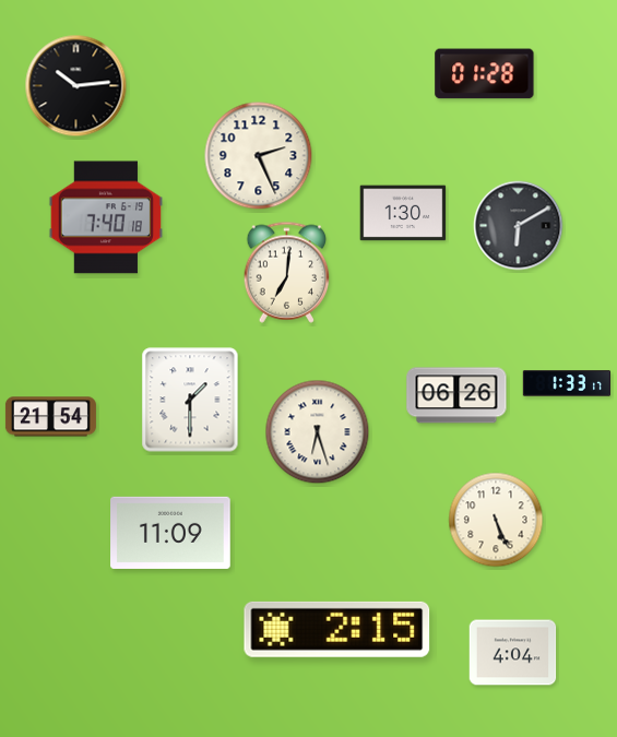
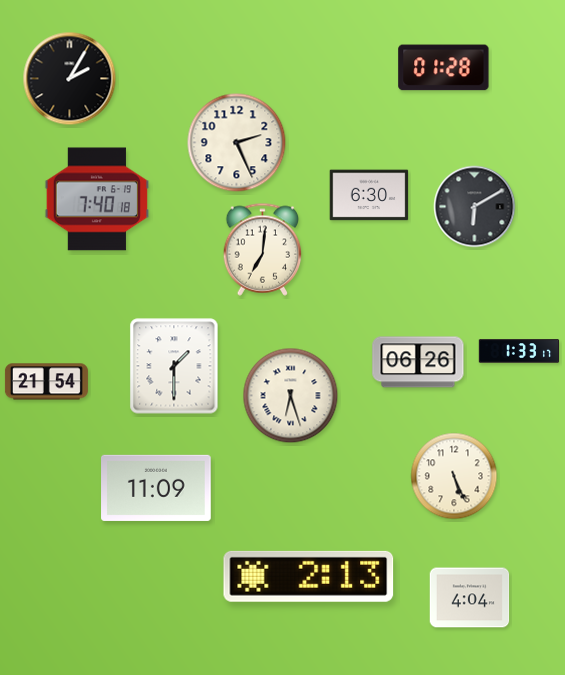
clock at (76, 86): 10:14 -> 2:05
clock at (403, 213): 1:30 -> 6:30
clock at (337, 629): 2:15 -> 2:13
